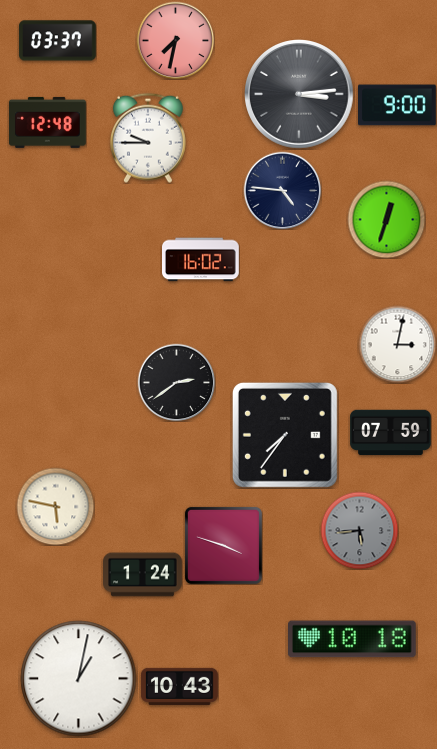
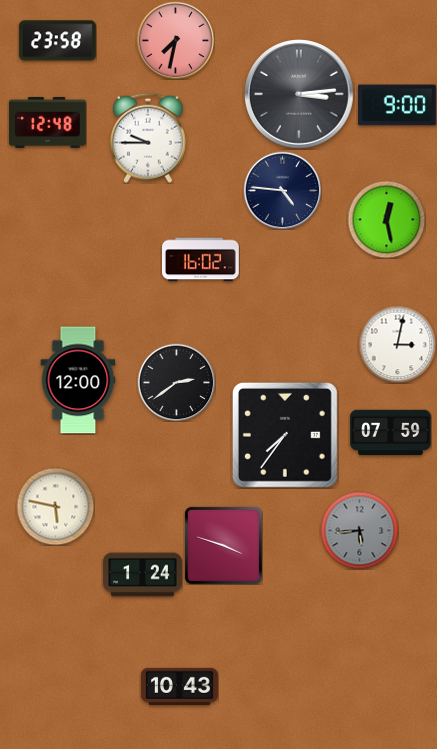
clock at (57, 41): 03:37 -> 23:58
clock at (386, 219): 12:33 -> 12:28
clock at (78, 380): none -> 12:00
clock at (353, 639): 10:18 -> none
clock at (79, 679): 1:02 -> none
